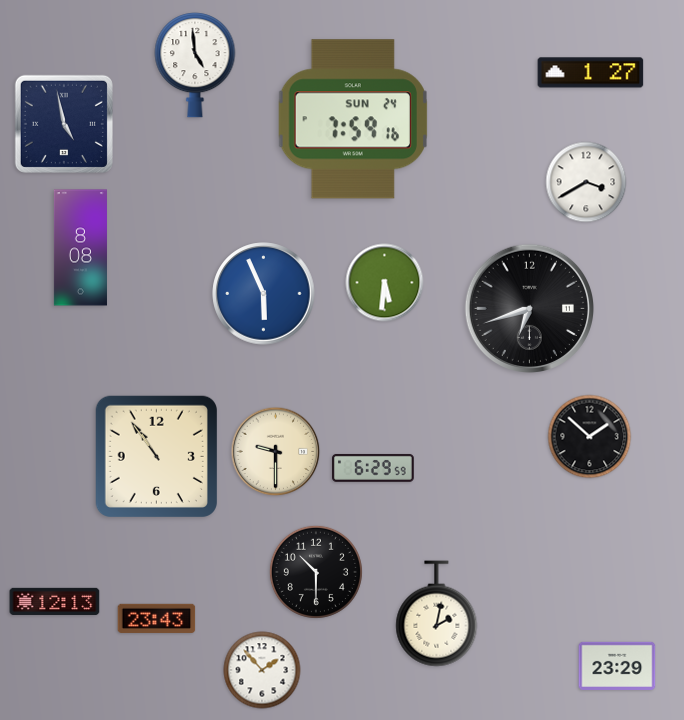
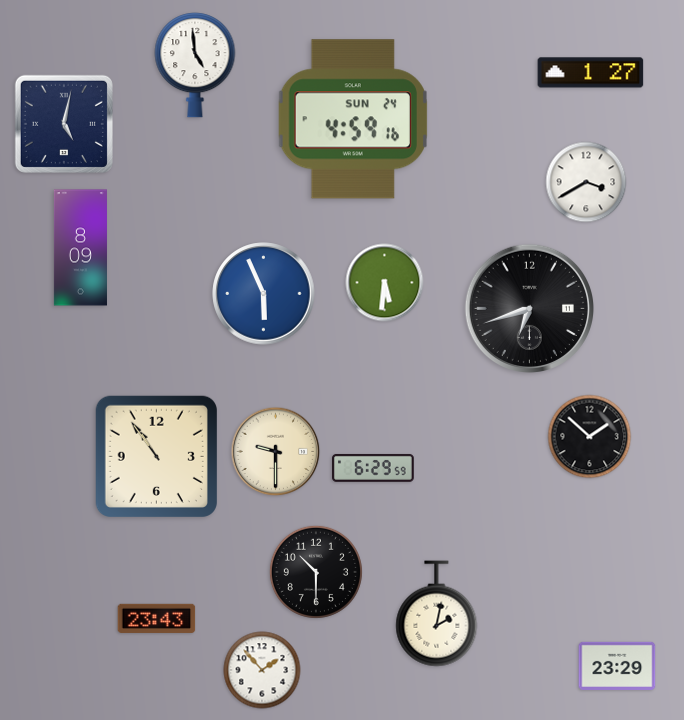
clock at (353, 119): 7:59 -> 4:59
clock at (64, 124): 4:58 -> 5:02
clock at (80, 248): 8:08 -> 8:09
clock at (55, 601): 12:13 -> none
